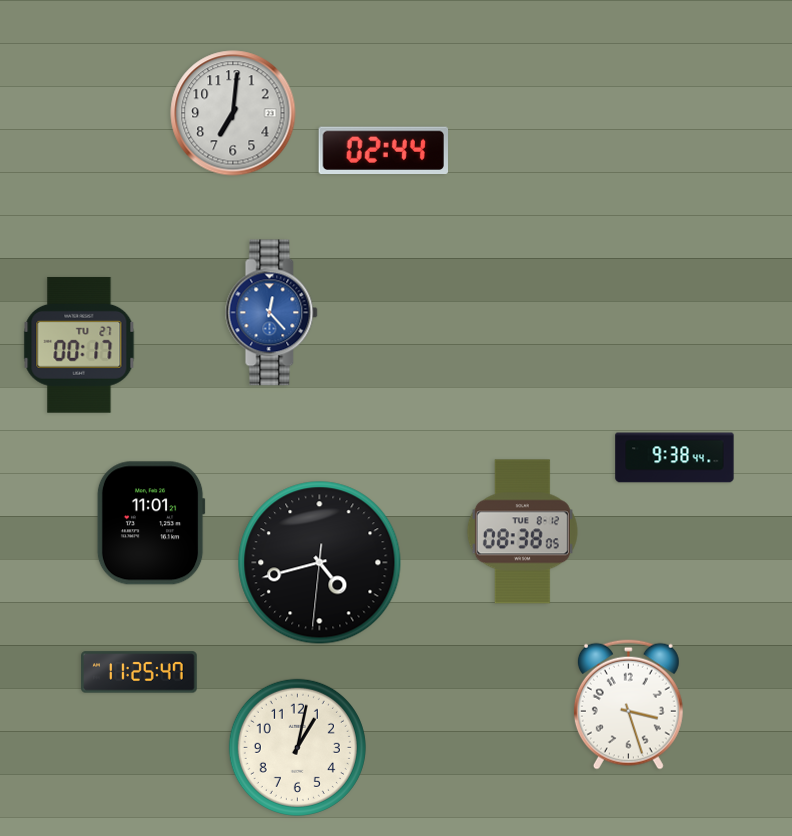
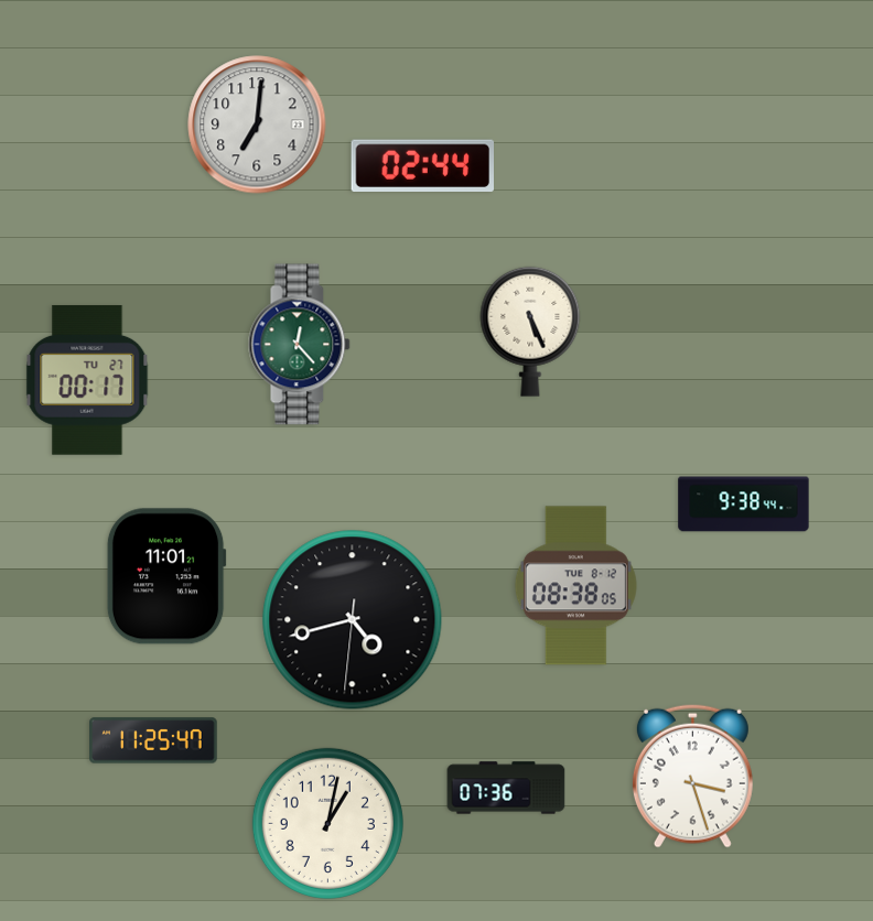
clock at (530, 332): none -> 5:26
clock at (272, 313) dial: blue -> green
clock at (506, 788): none -> 07:36
